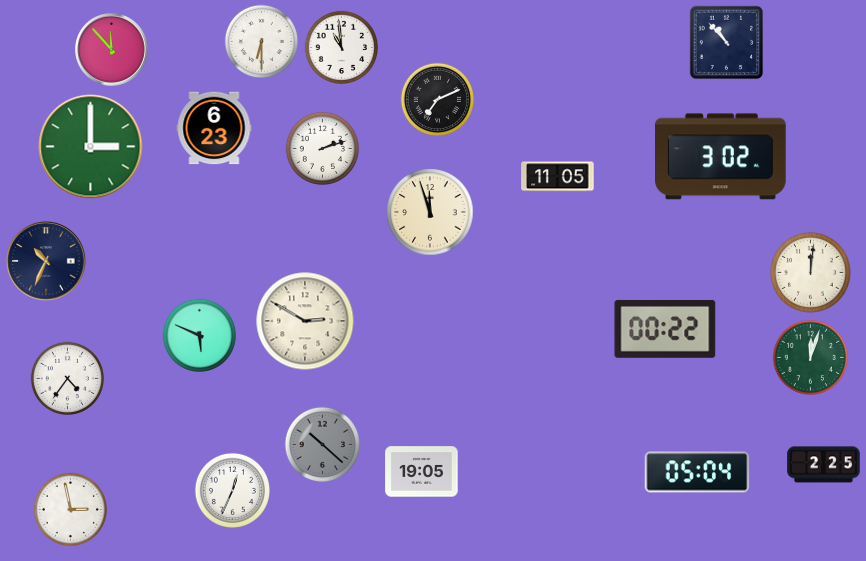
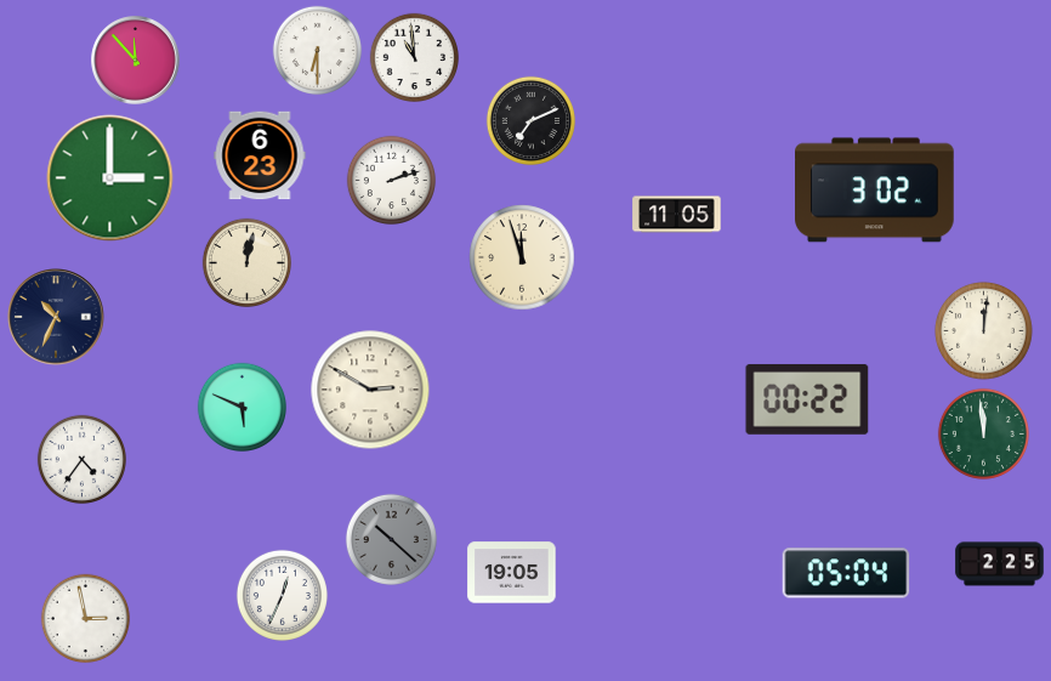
clock at (727, 43): 10:53 -> none
clock at (246, 262): none -> 12:02
clock at (810, 357): 12:03 -> 11:59
